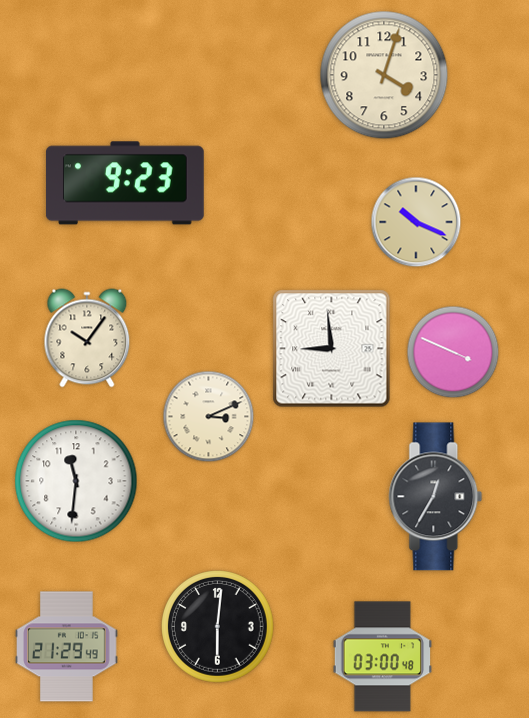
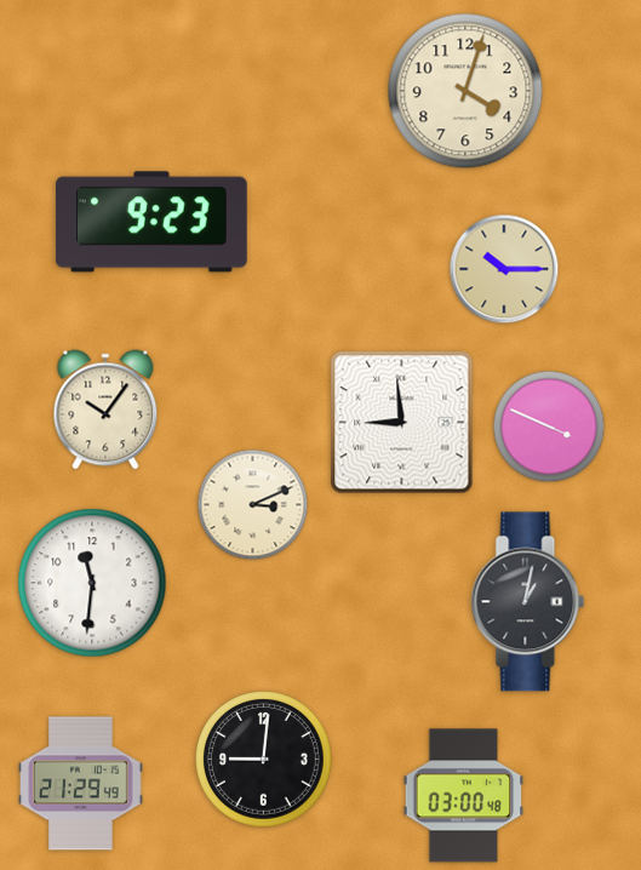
clock at (416, 222): 10:19 -> 10:15
clock at (436, 497): 12:35 -> 1:02
clock at (218, 627): 6:01 -> 9:01
